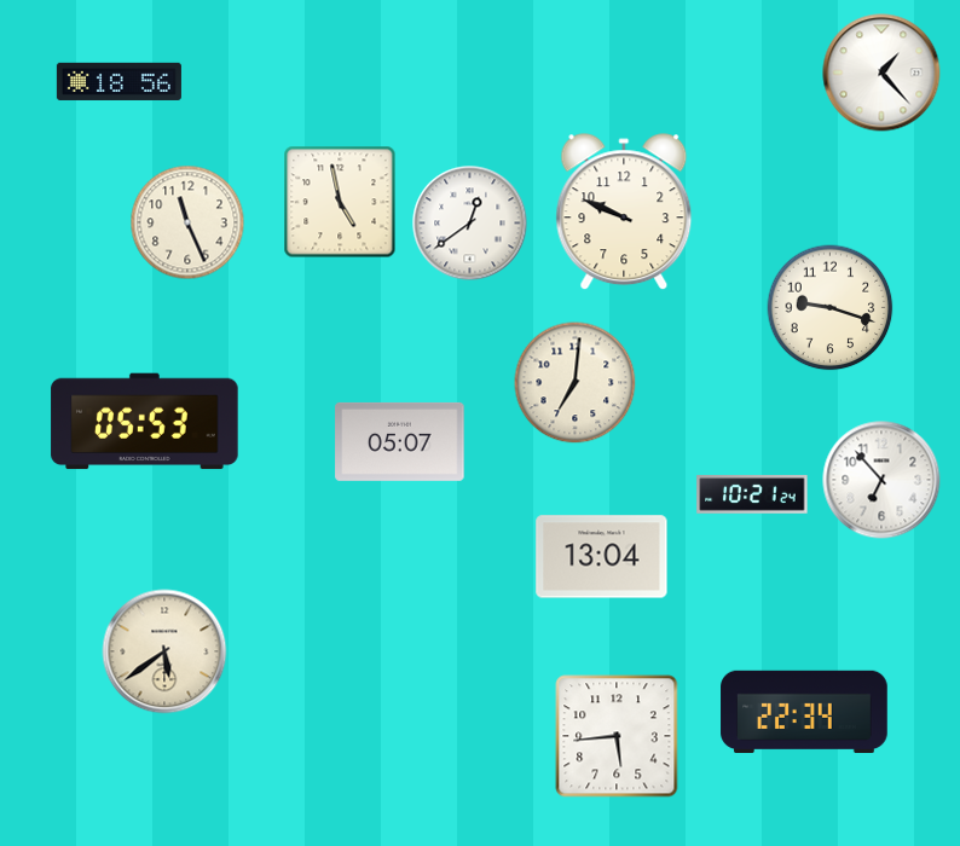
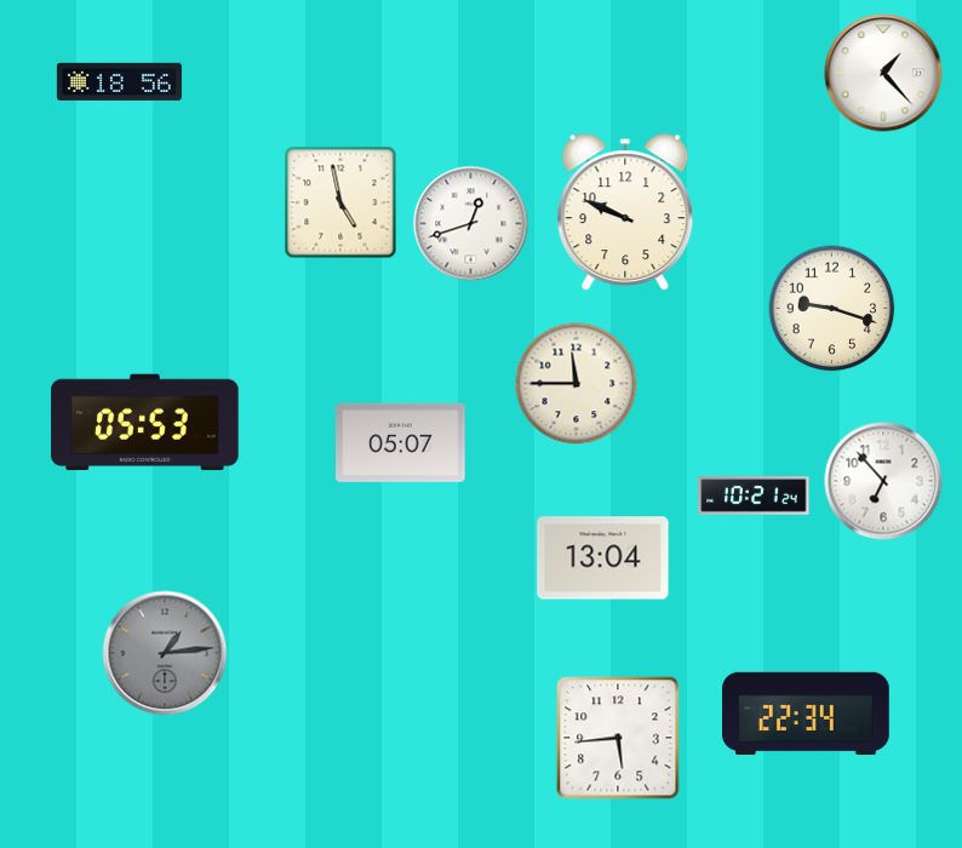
clock at (187, 222): 11:26 -> none
clock at (470, 224): 12:39 -> 12:42
clock at (576, 383): 7:01 -> 11:45
clock at (164, 651): 5:39 -> 1:14
clock at (164, 651) dial: cream -> grey
